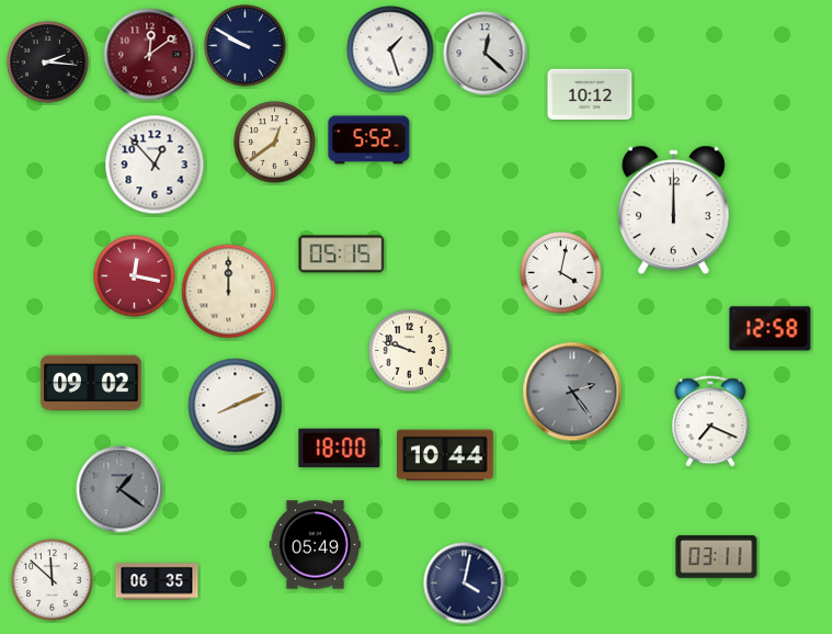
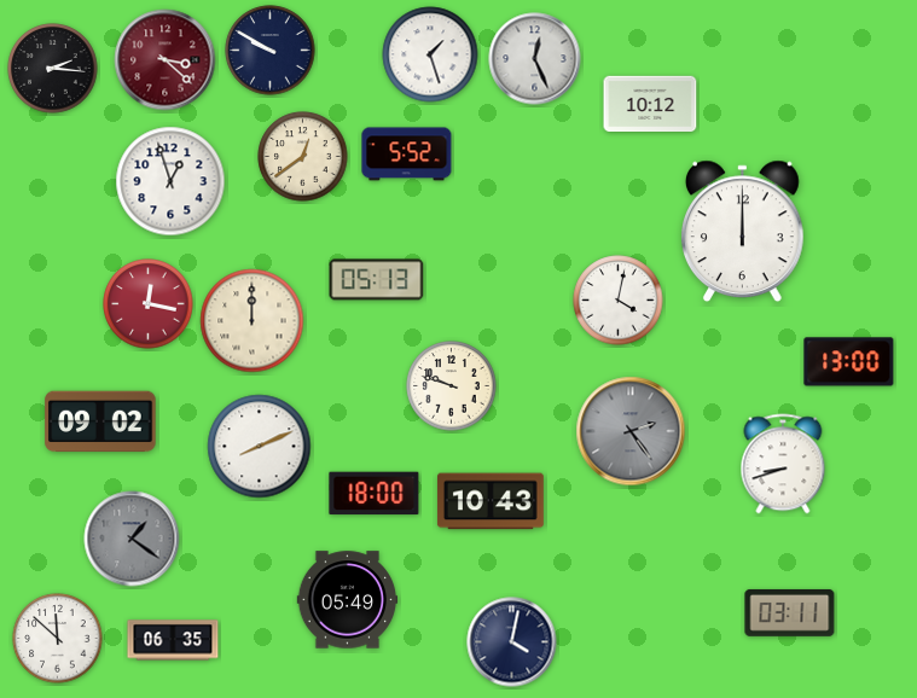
clock at (486, 54): 12:22 -> 12:26
clock at (150, 55): 12:09 -> 3:22
clock at (155, 165): 12:53 -> 12:57
clock at (342, 254): 05:15 -> 05:13
clock at (771, 329): 12:58 -> 13:00
clock at (710, 421): 7:19 -> 8:42
clock at (445, 455): 10:44 -> 10:43
